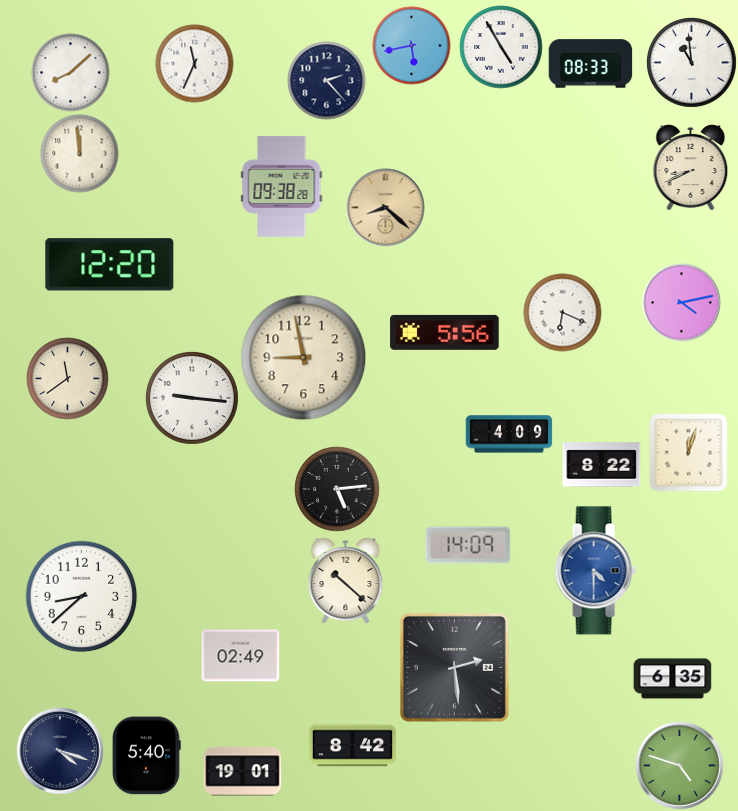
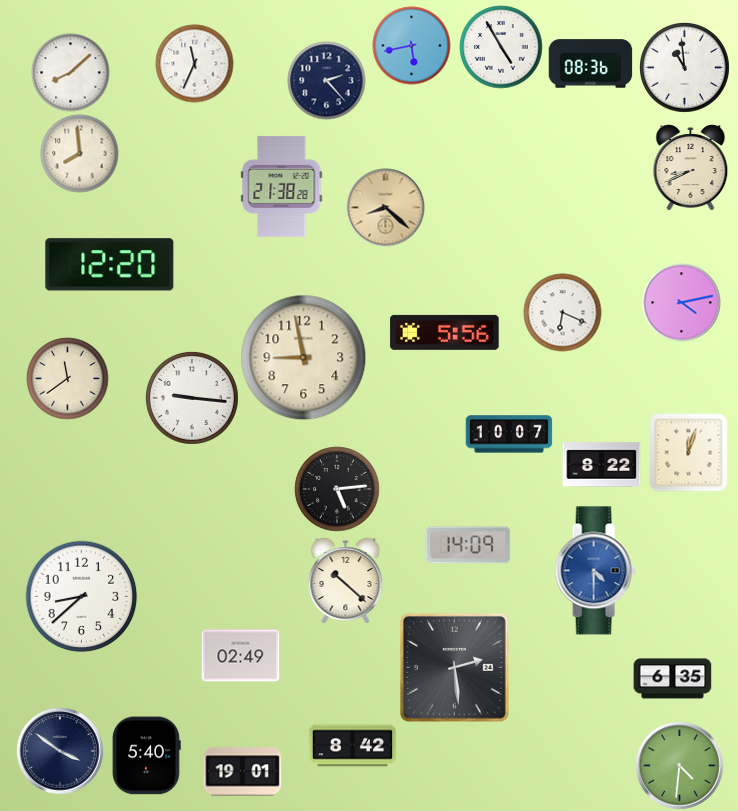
clock at (692, 63) position: (692, 63) -> (685, 68)
clock at (590, 64): 08:33 -> 08:36
clock at (79, 153): 11:59 -> 7:59
clock at (282, 186): 09:38 -> 21:38
clock at (509, 434): 4:09 -> 10:07
clock at (60, 751): 4:18 -> 3:51
clock at (679, 765): 4:48 -> 4:31
